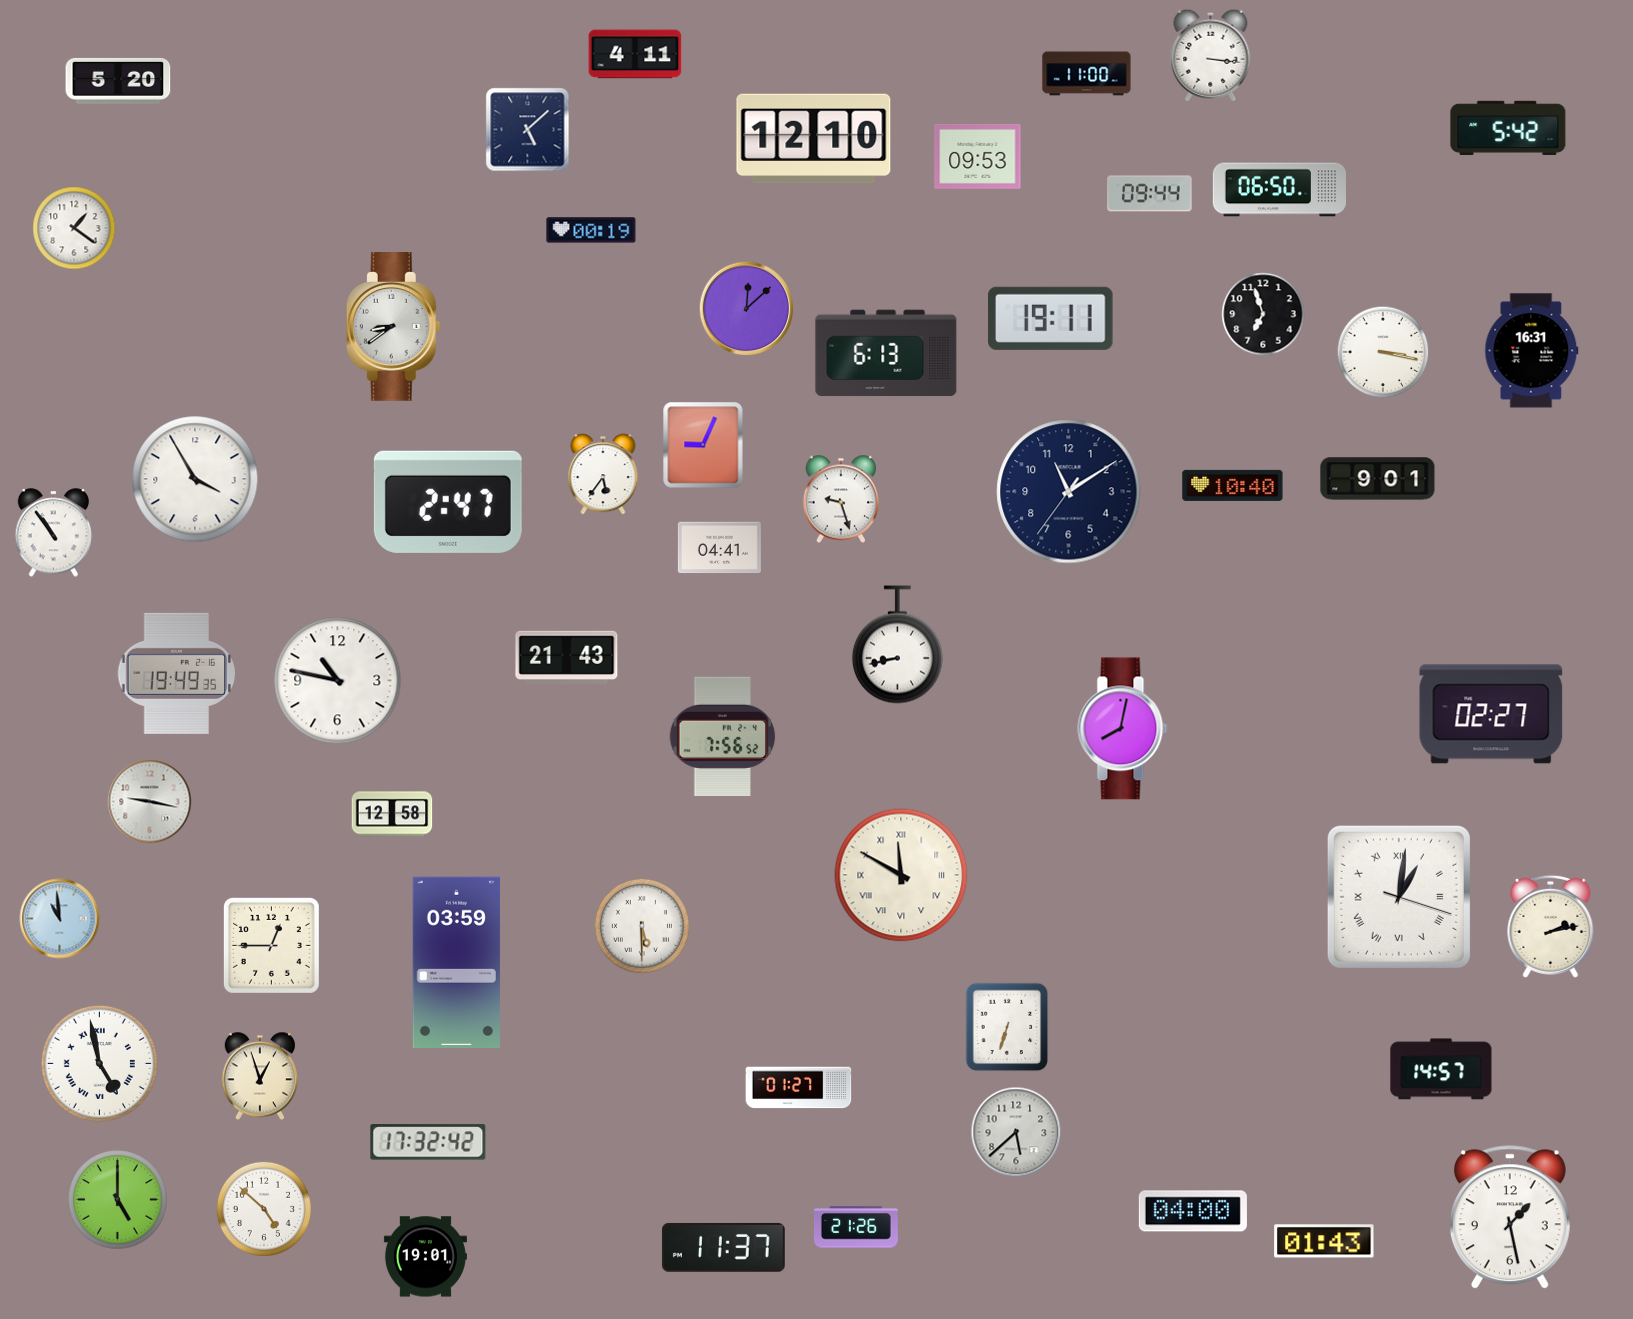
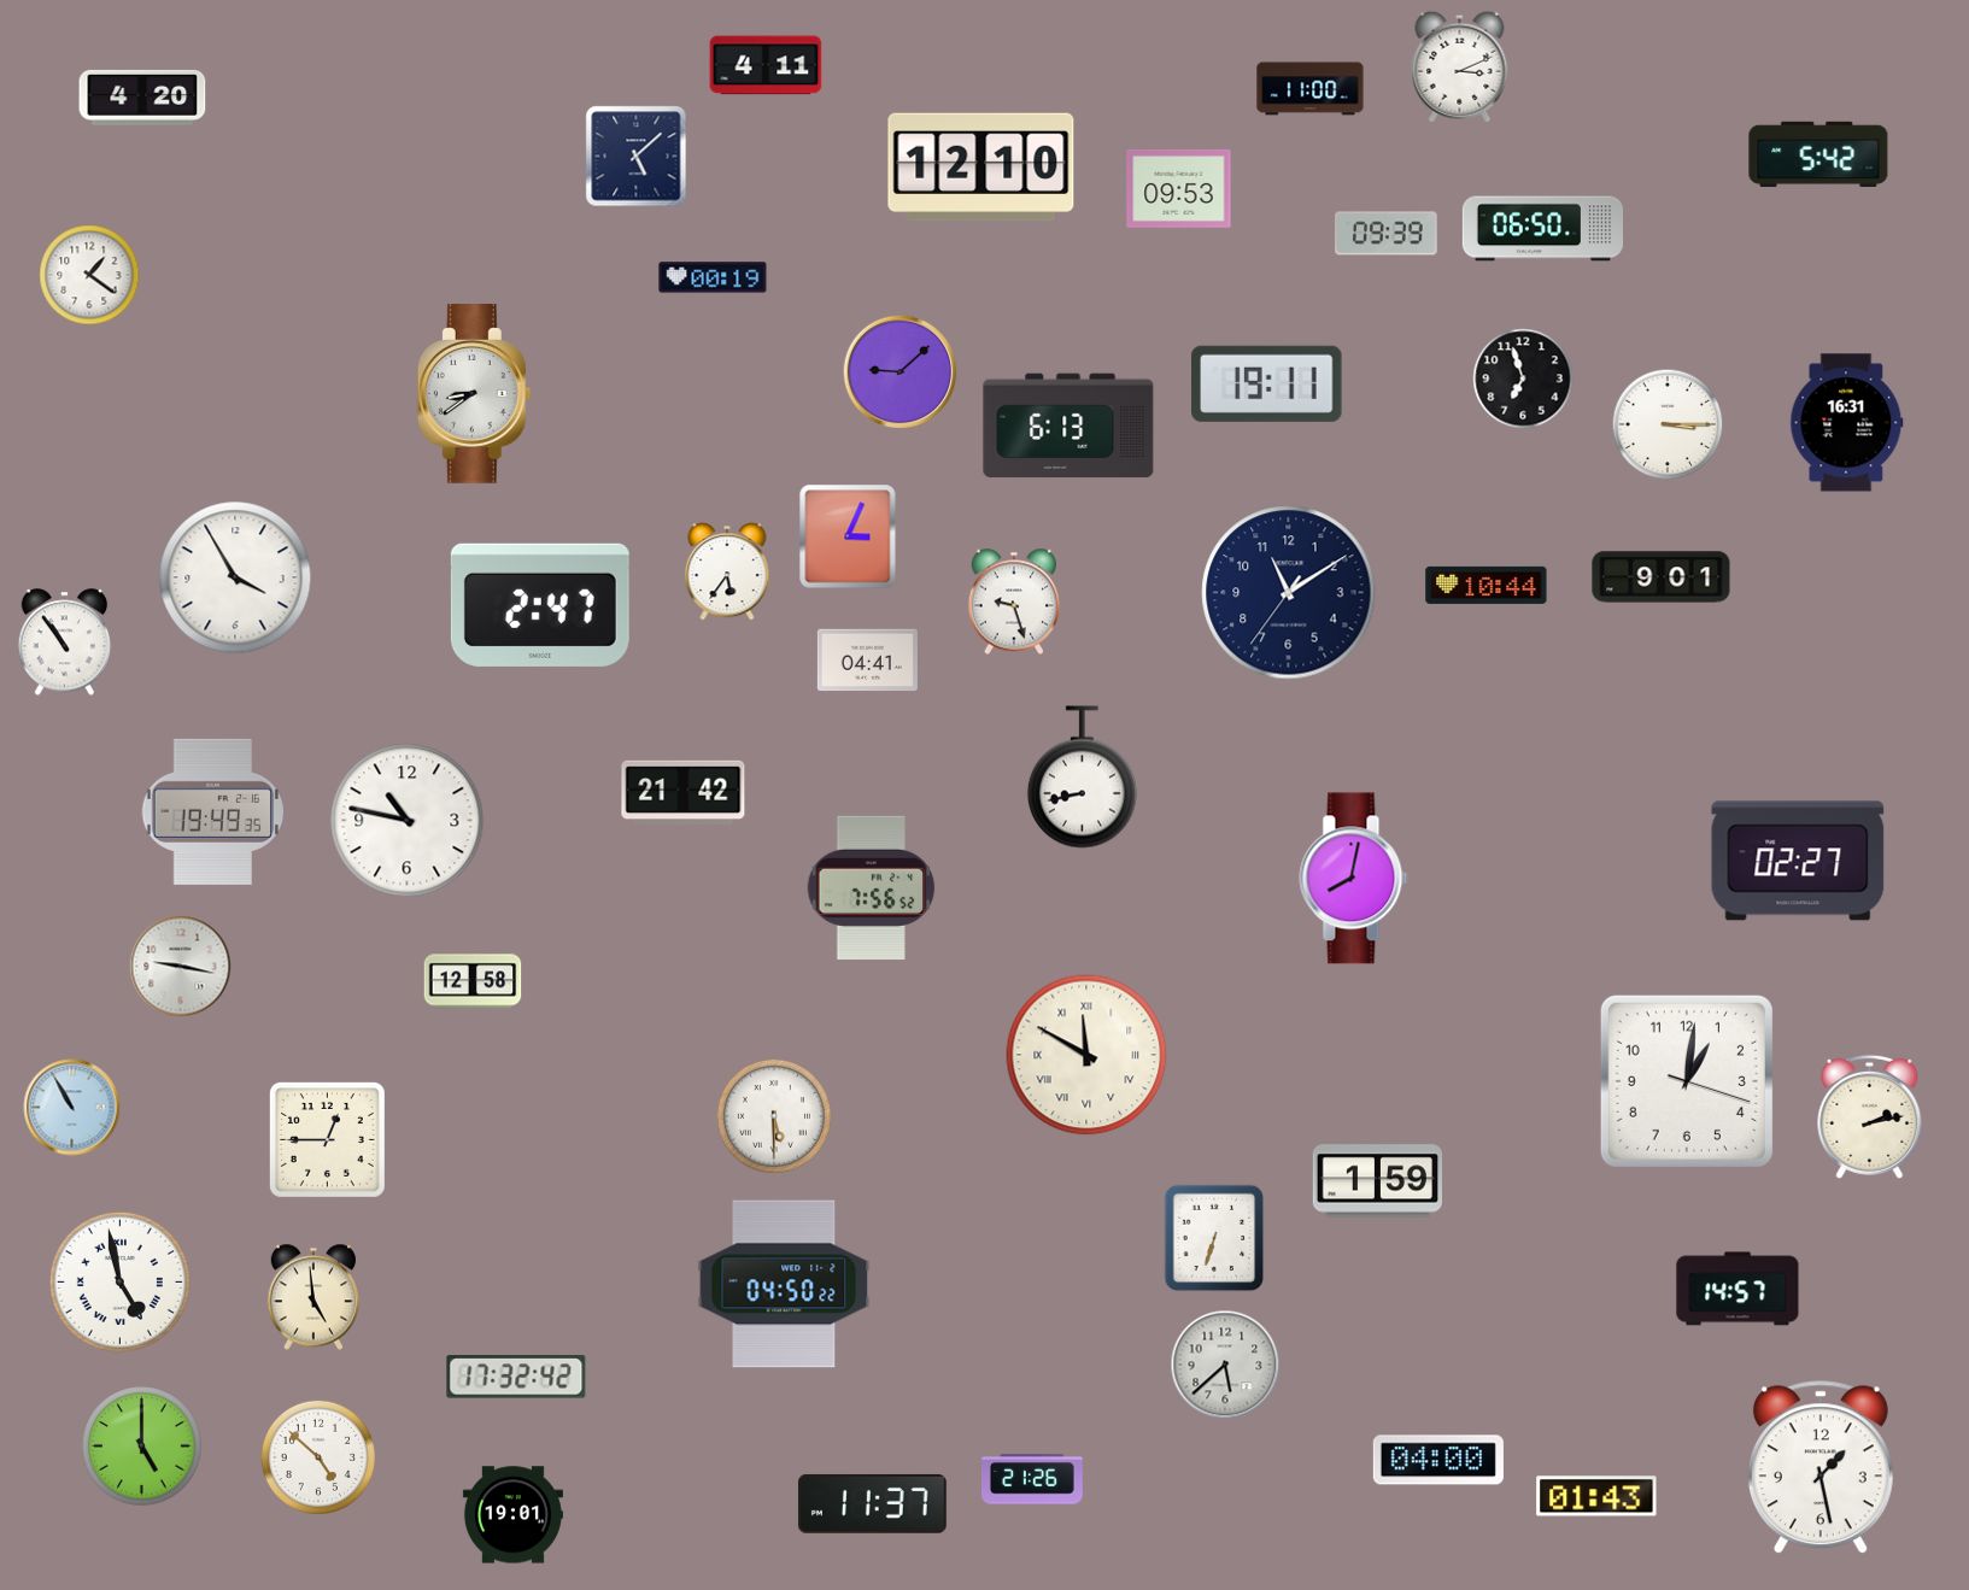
clock at (1211, 55): 3:16 -> 3:11
clock at (118, 81): 5:20 -> 4:20
clock at (1150, 194): 09:44 -> 09:39
clock at (747, 309): 12:08 -> 9:08
clock at (1383, 352): 3:17 -> 3:15
clock at (703, 445): 9:04 -> 3:04
clock at (1233, 485): 10:40 -> 10:44
clock at (567, 658): 21:43 -> 21:42
clock at (1399, 897) numerals: Roman -> Arabic
clock at (60, 919): 10:59 -> 10:55
clock at (456, 962): 03:59 -> none
clock at (1377, 1181): none -> 1:59
clock at (784, 1284): none -> 04:50
clock at (259, 1076): 12:57 -> 4:59
clock at (799, 1088): 01:27 -> none
